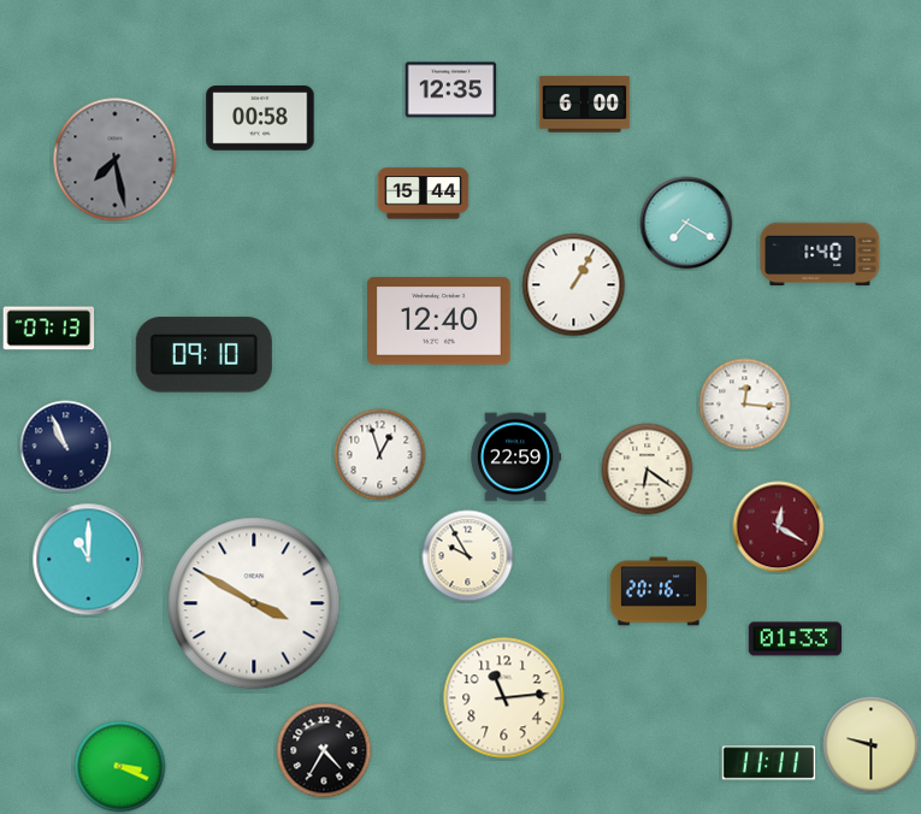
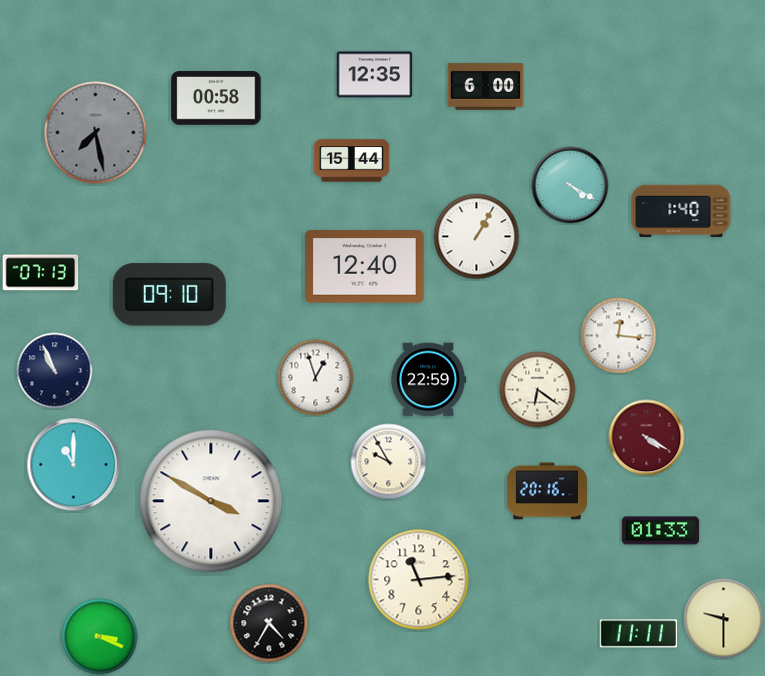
clock at (686, 223): 7:20 -> 4:20
clock at (779, 527): 12:20 -> 4:20
